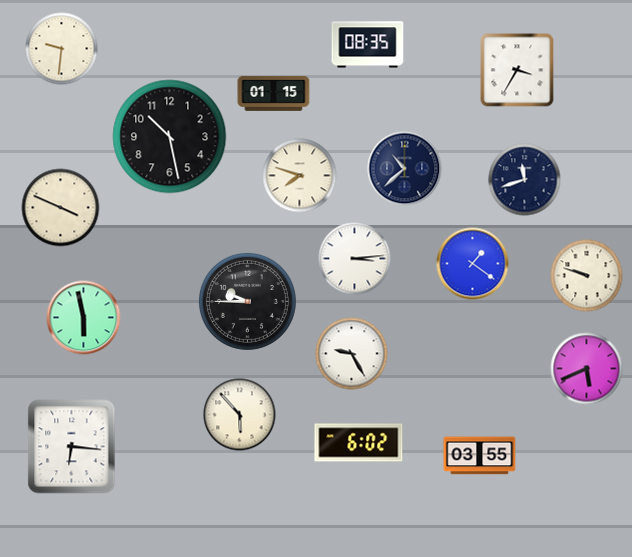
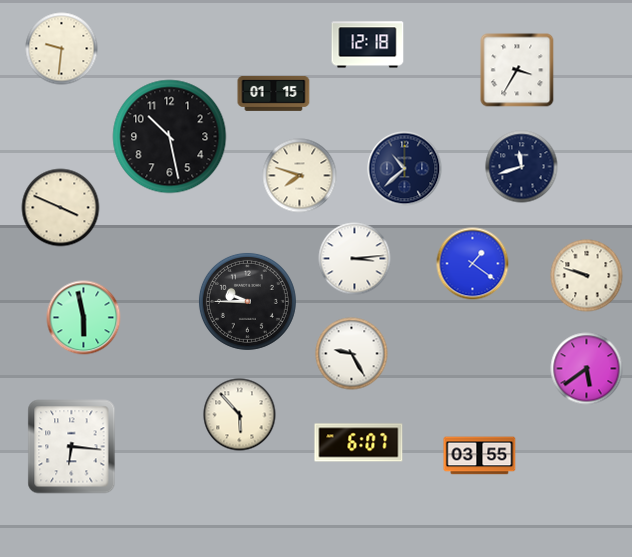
clock at (368, 45): 08:35 -> 12:18
clock at (525, 180) position: (525, 180) -> (522, 167)
clock at (587, 369): 5:41 -> 5:39
clock at (359, 443): 6:02 -> 6:07
